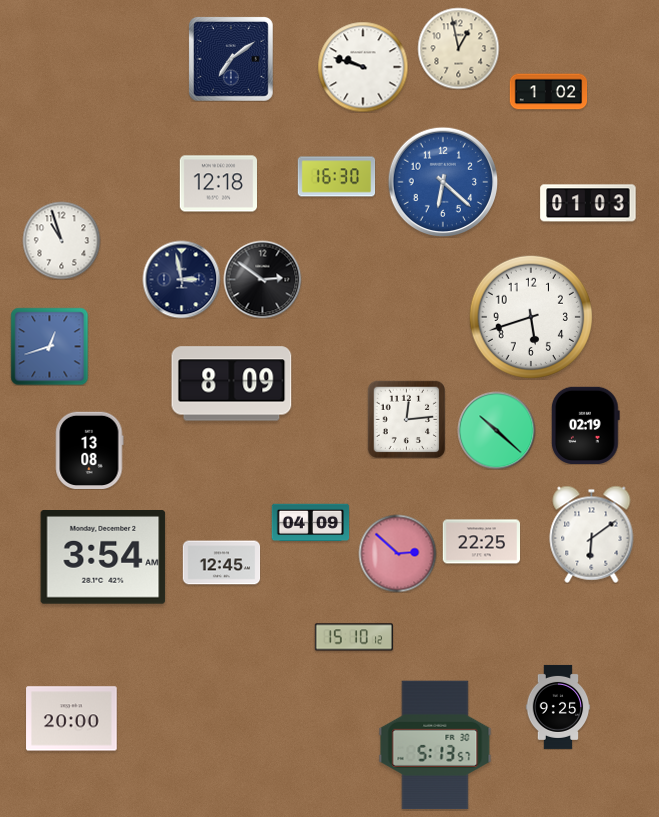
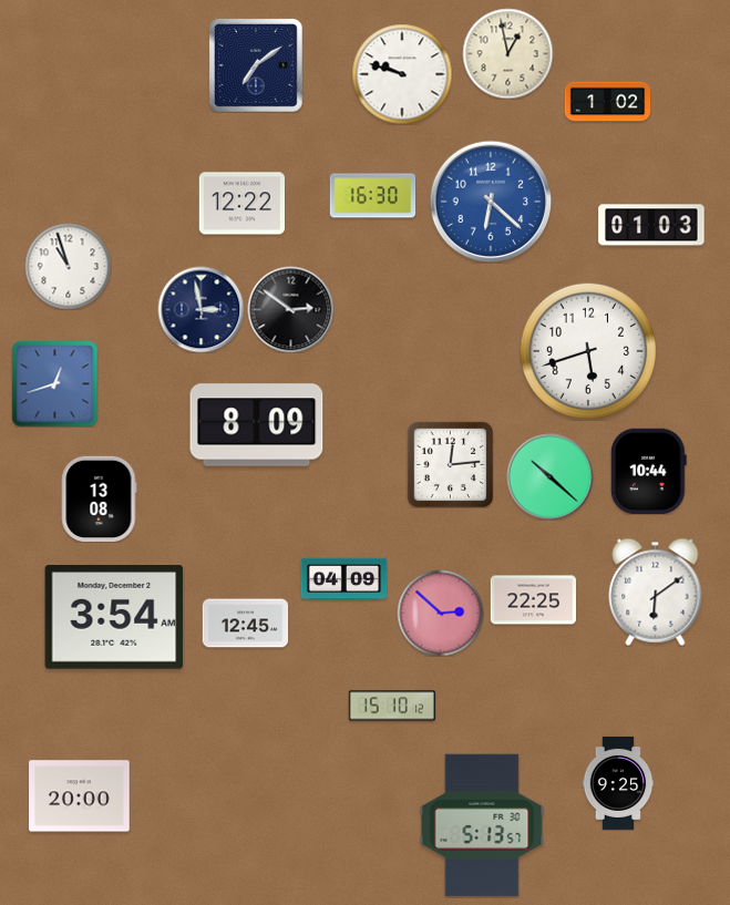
clock at (218, 184): 12:18 -> 12:22
clock at (586, 425): 02:19 -> 10:44
